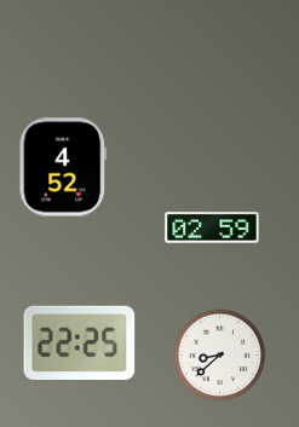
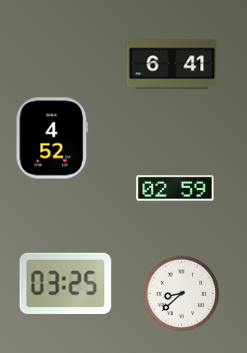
clock at (172, 64): none -> 6:41
clock at (80, 342): 22:25 -> 03:25
